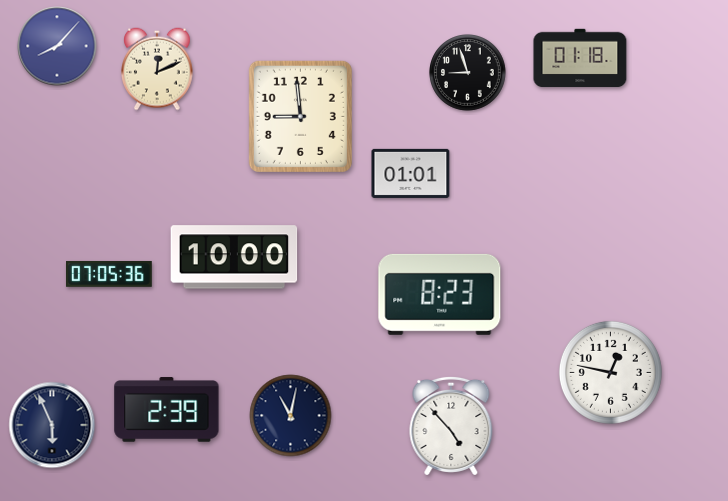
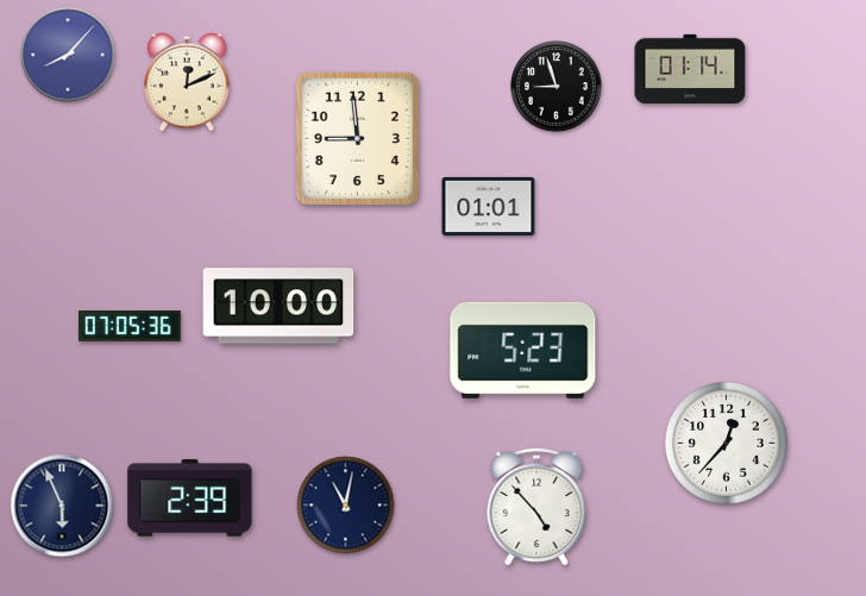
clock at (580, 58): 01:18 -> 01:14
clock at (440, 294): 8:23 -> 5:23
clock at (610, 372): 12:47 -> 12:37
clock at (167, 410) position: (167, 410) -> (190, 498)
clock at (291, 416) position: (291, 416) -> (346, 506)
